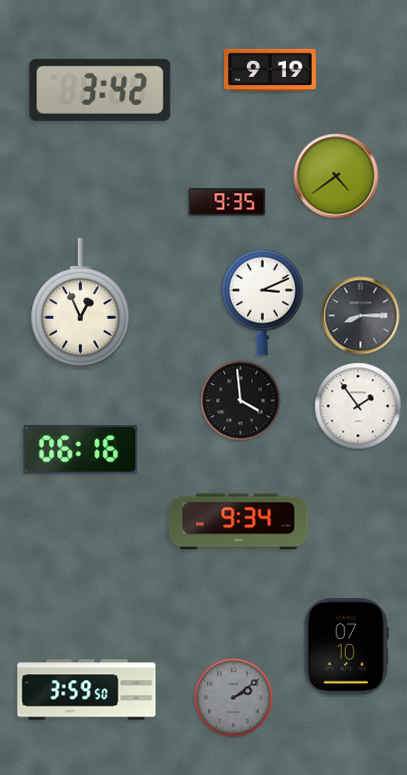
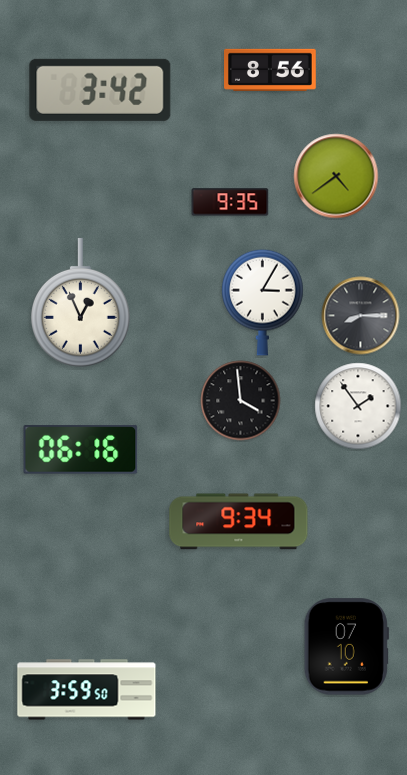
clock at (271, 70): 9:19 -> 8:56
clock at (227, 202) position: (227, 202) -> (230, 202)
clock at (263, 302): 3:11 -> 3:05
clock at (234, 698): 2:09 -> none
